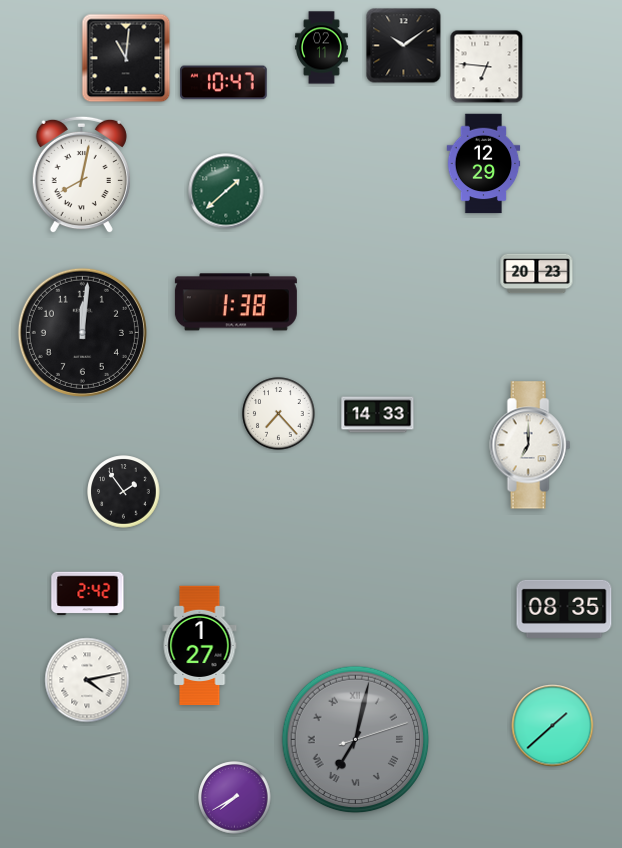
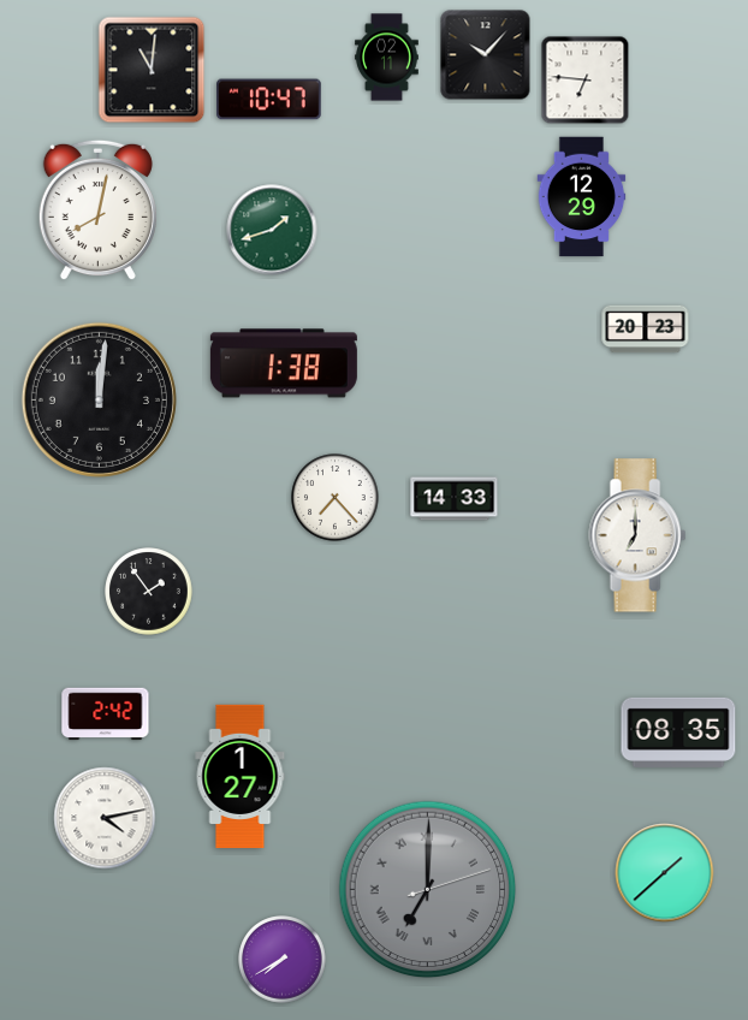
clock at (404, 46): 10:09 -> 10:07
clock at (226, 191): 1:38 -> 1:42
clock at (356, 740): 7:02 -> 7:00
